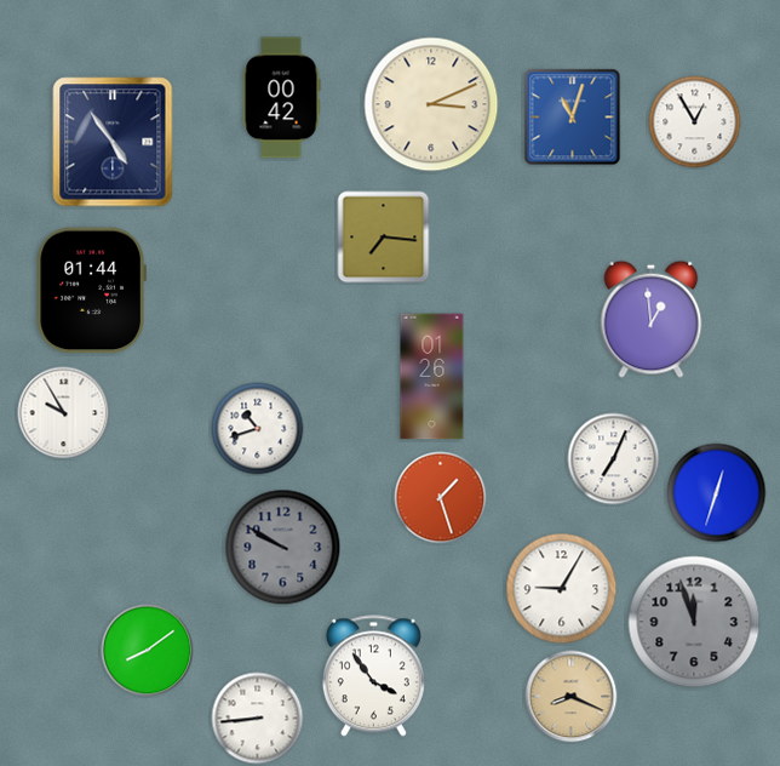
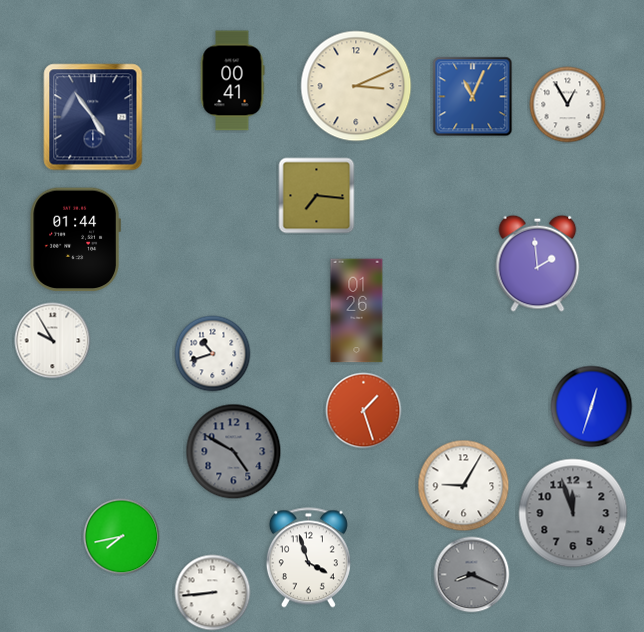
clock at (281, 98): 00:42 -> 00:41
clock at (573, 118): 11:03 -> 11:04
clock at (695, 122) position: (695, 122) -> (568, 105)
clock at (652, 319): 12:59 -> 1:59
clock at (614, 459): 7:04 -> none
clock at (283, 548): 9:50 -> 4:50
clock at (148, 651): 8:09 -> 7:43
clock at (373, 676): 3:54 -> 3:57
clock at (572, 697) dial: champagne -> grey
